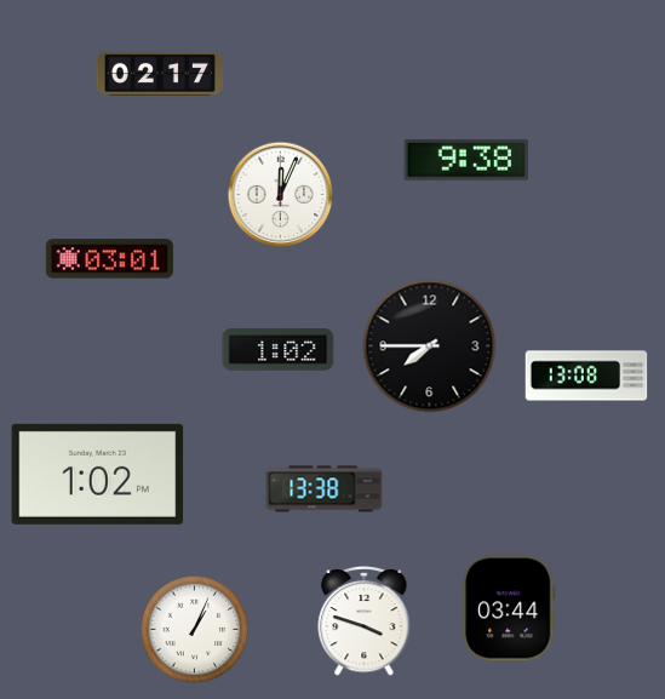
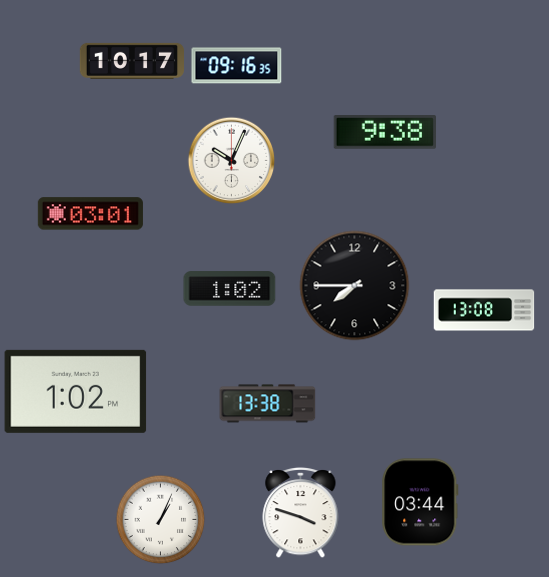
clock at (160, 74): 02:17 -> 10:17
clock at (237, 66): none -> 09:16
clock at (280, 194): 12:04 -> 10:04
clock at (98, 474) position: (98, 474) -> (76, 391)
